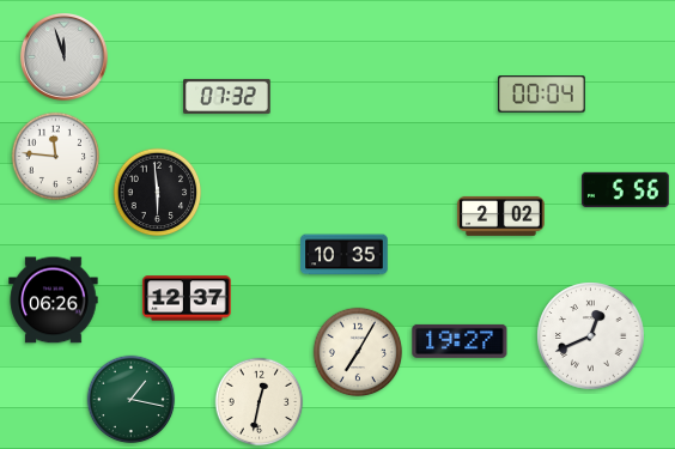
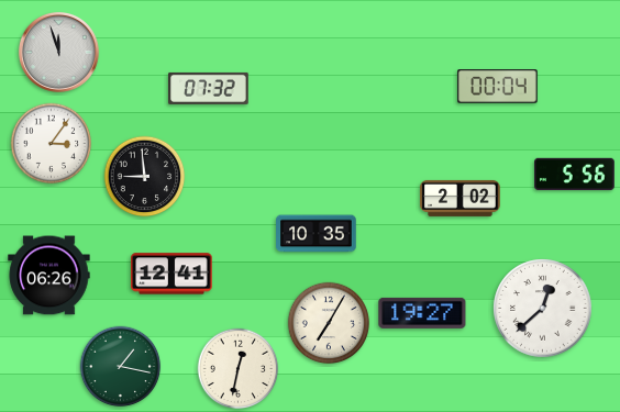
clock at (56, 157): 11:46 -> 3:06
clock at (158, 193): 5:59 -> 8:59
clock at (187, 298): 12:37 -> 12:41
clock at (591, 336): 12:41 -> 12:38
